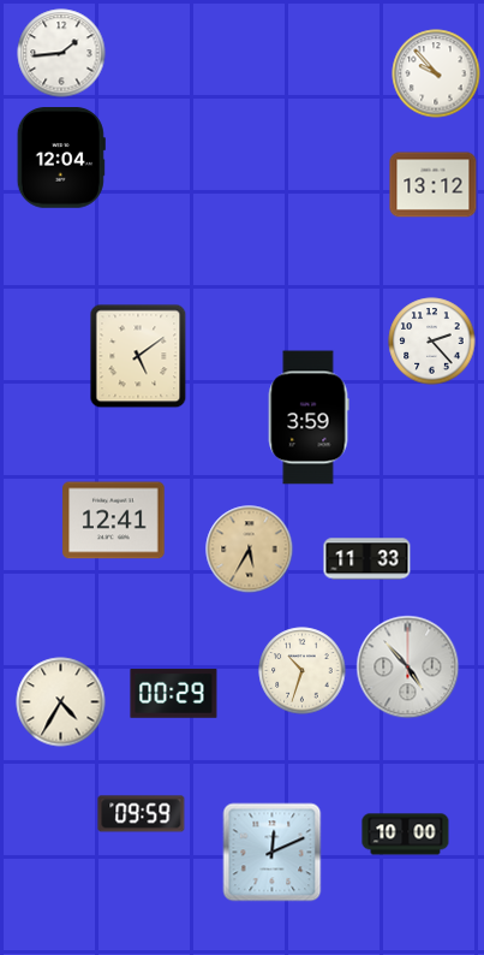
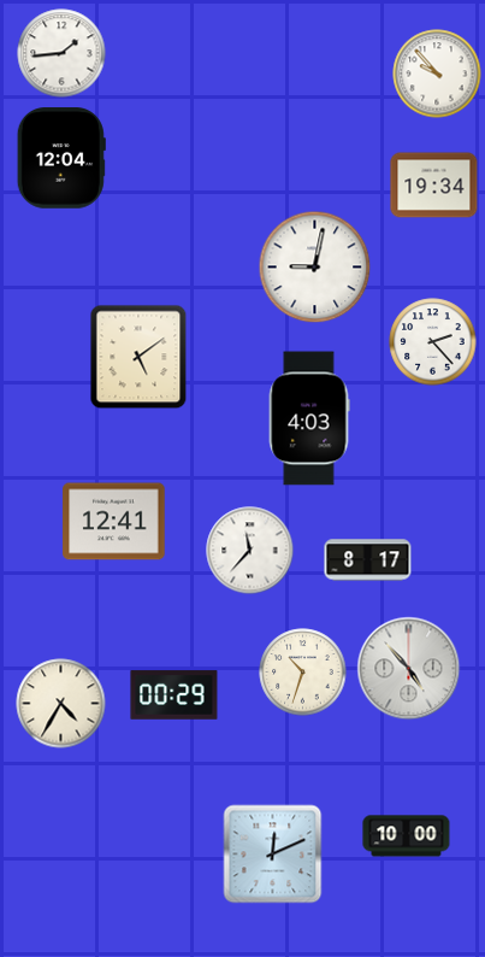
clock at (434, 185): 13:12 -> 19:34
clock at (315, 268): none -> 9:02
clock at (309, 417): 3:59 -> 4:03
clock at (250, 550): 5:35 -> 11:37
clock at (250, 550) dial: champagne -> white
clock at (368, 559): 11:33 -> 8:17
clock at (142, 814): 09:59 -> none
